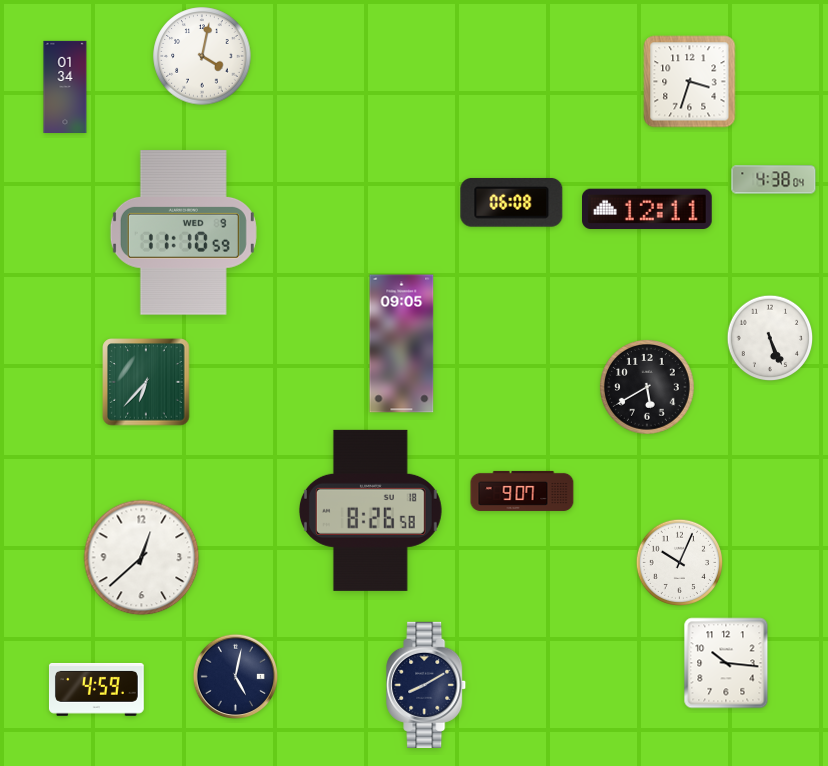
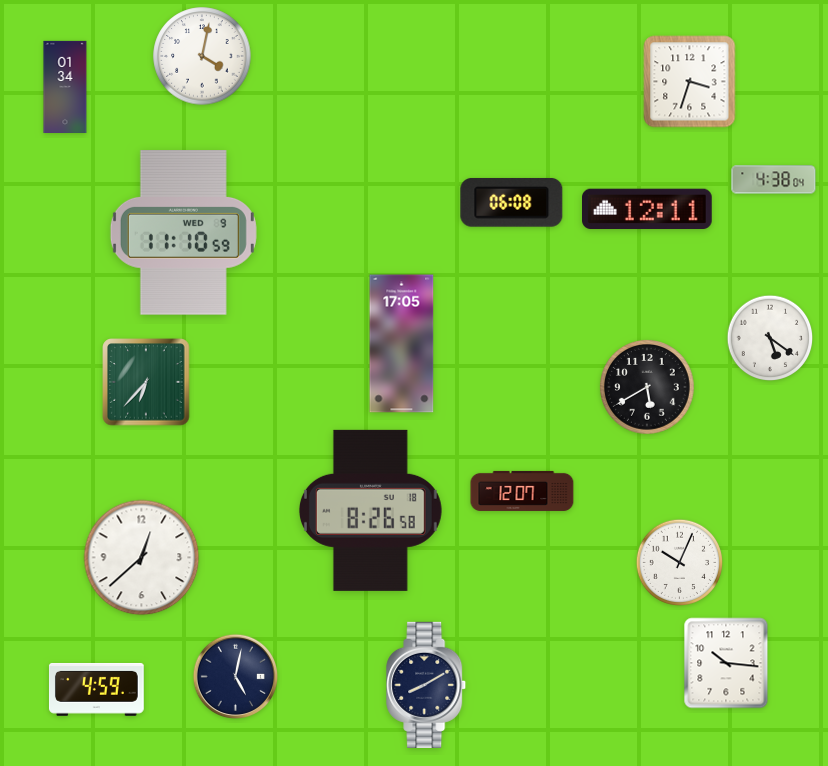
clock at (770, 338): 5:26 -> 5:21
clock at (402, 344): 09:05 -> 17:05
clock at (522, 491): 9:07 -> 12:07
